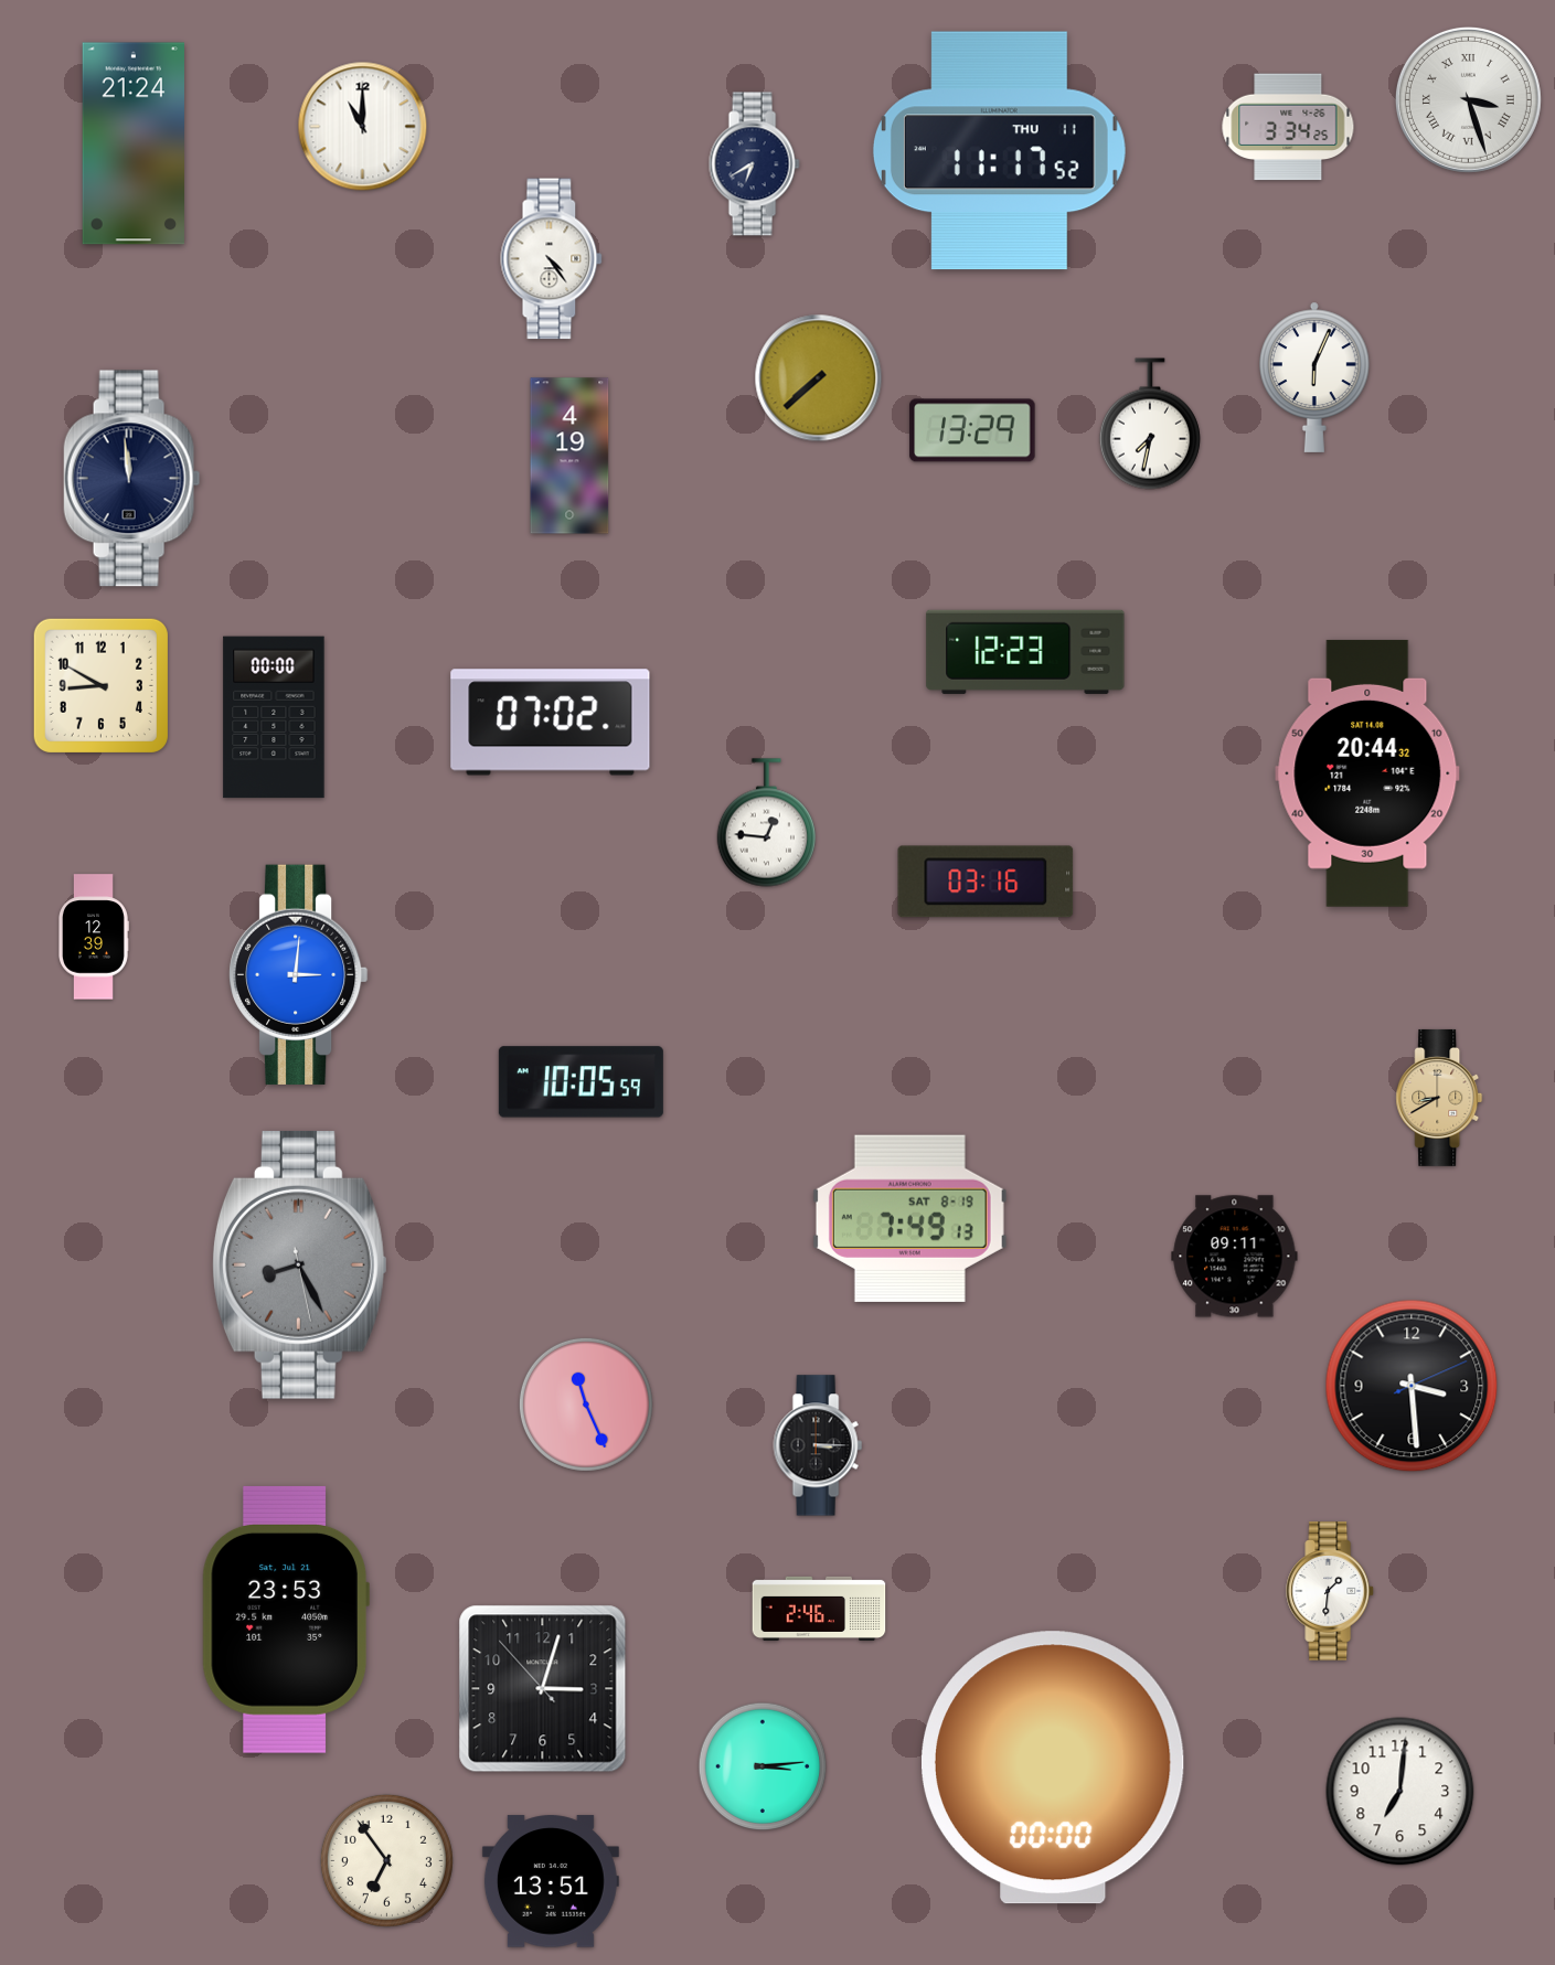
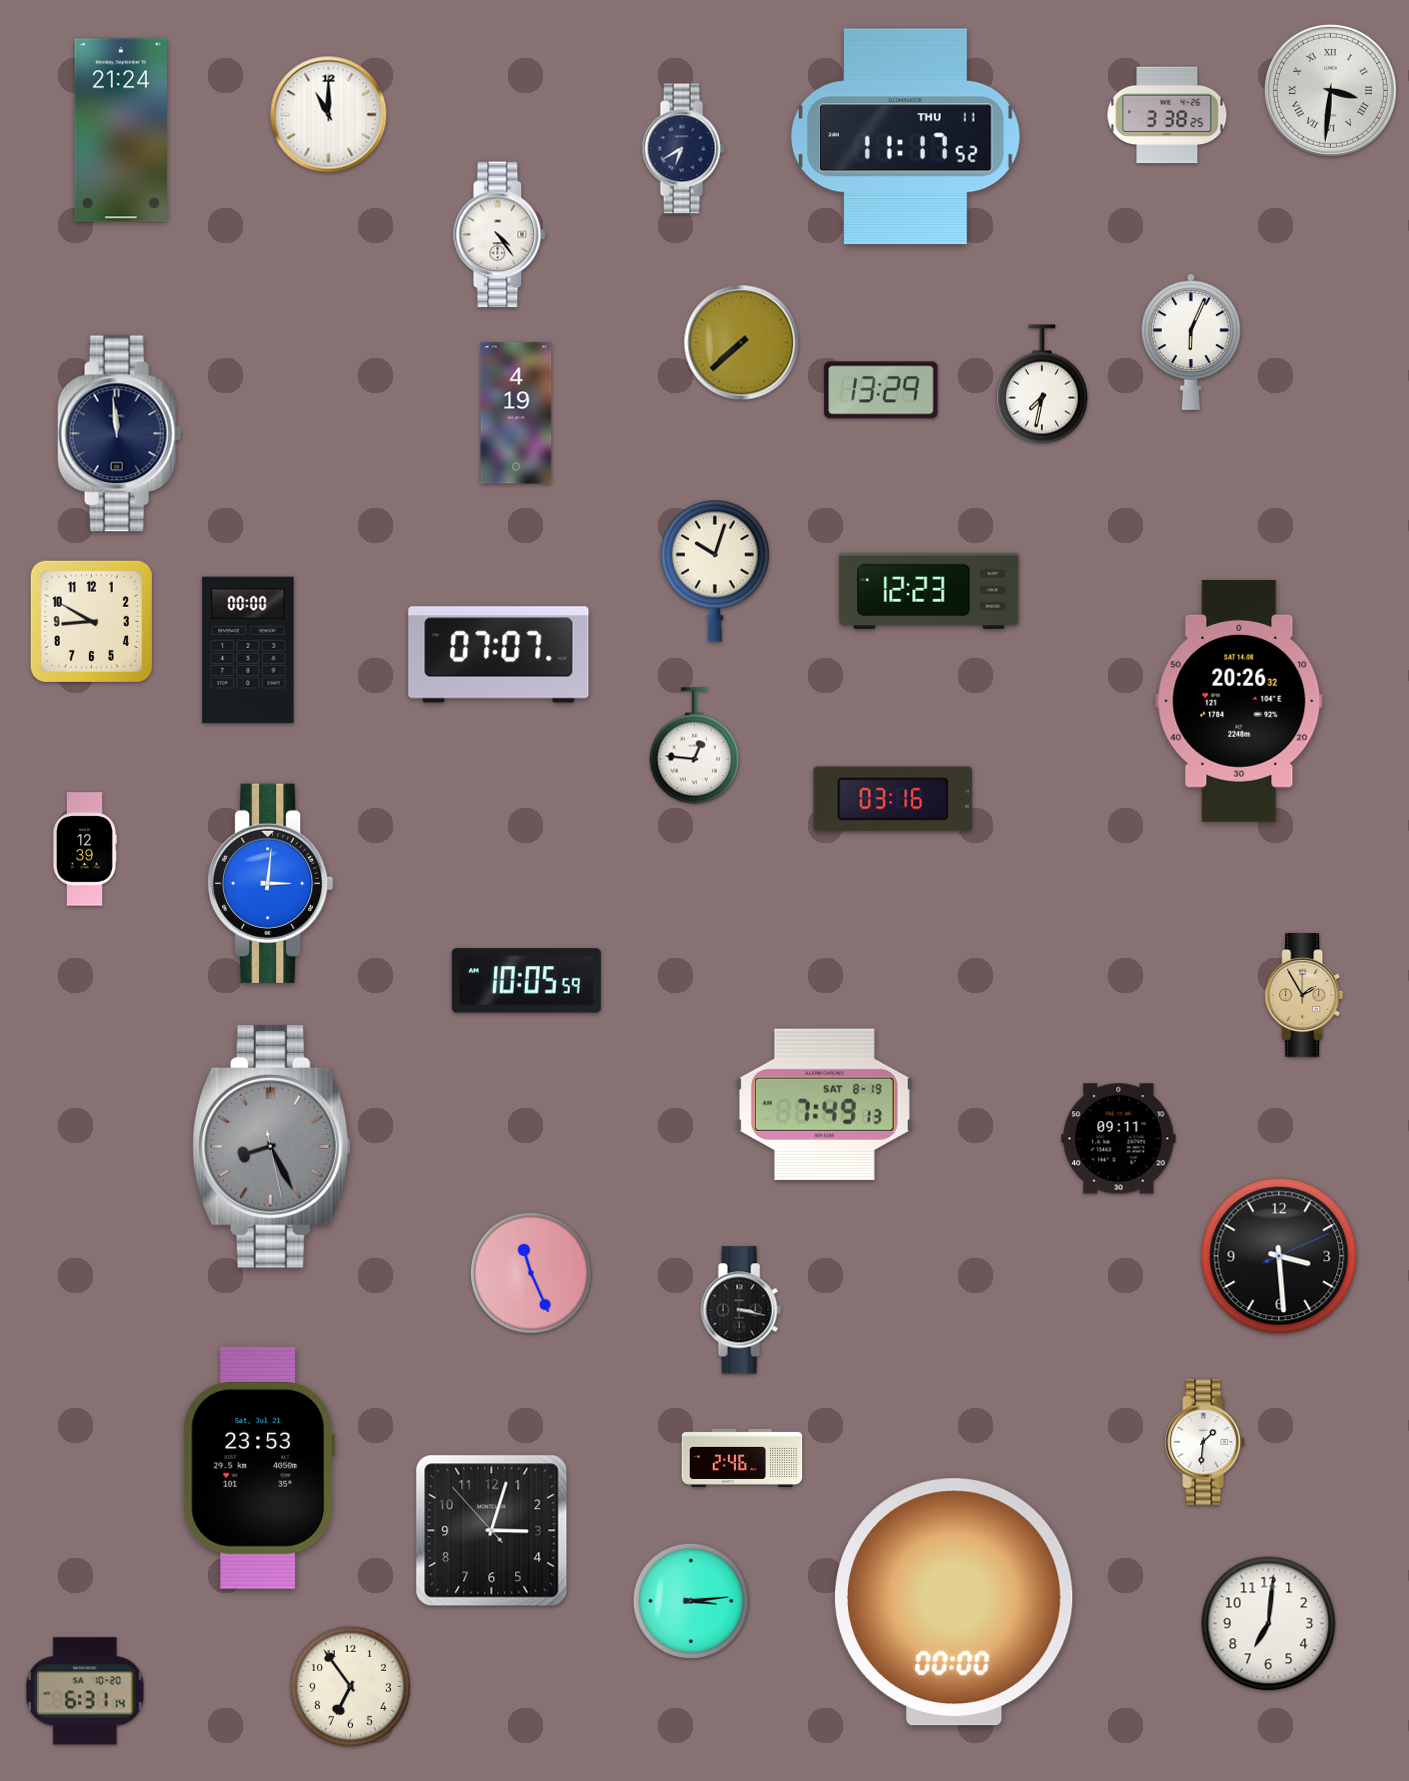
clock at (1468, 99): 3:27 -> 3:31
clock at (1288, 127): 3:34 -> 3:38
clock at (715, 571): none -> 10:03
clock at (551, 723): 07:02 -> 07:07
clock at (1367, 773): 20:44 -> 20:26
clock at (1439, 1098): 8:40 -> 1:55
clock at (818, 1445): 3:15 -> 3:17
clock at (85, 1691): none -> 6:31
clock at (551, 1881): 13:51 -> none
